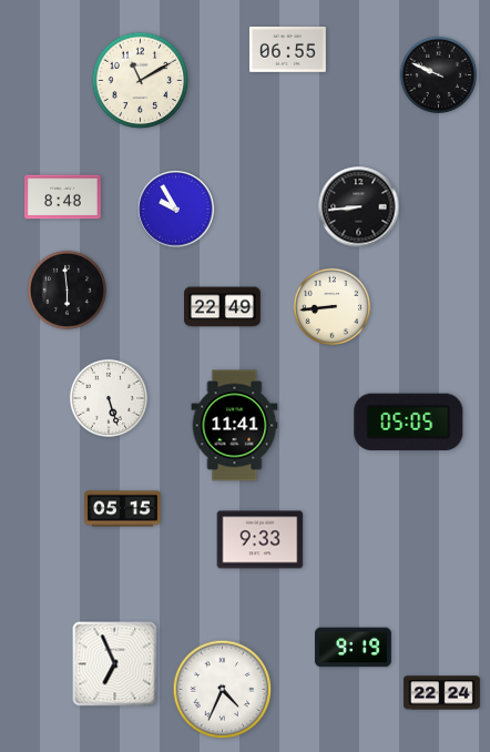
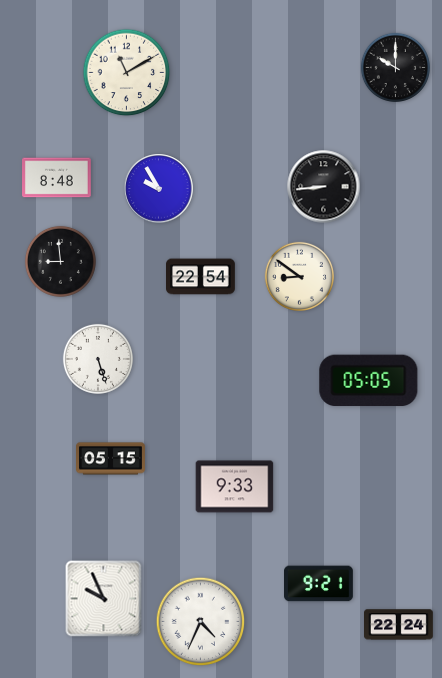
clock at (288, 50): 06:55 -> none
clock at (438, 74): 9:49 -> 10:00
clock at (67, 289): 5:59 -> 8:59
clock at (331, 306): 8:44 -> 8:51
clock at (223, 307): 22:49 -> 22:54
clock at (235, 426): 11:41 -> none
clock at (354, 648): 9:19 -> 9:21
clock at (115, 664): 6:56 -> 9:56
